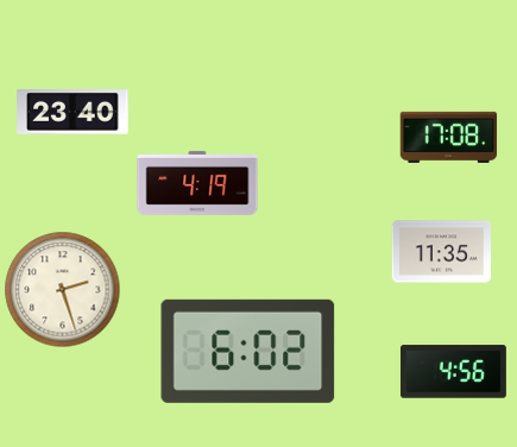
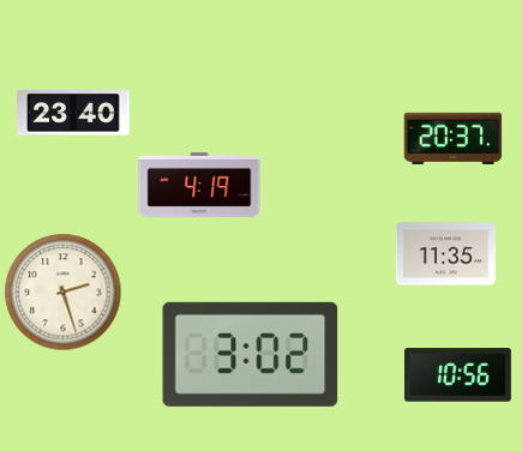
clock at (449, 137): 17:08 -> 20:37
clock at (248, 351): 6:02 -> 3:02
clock at (453, 372): 4:56 -> 10:56
